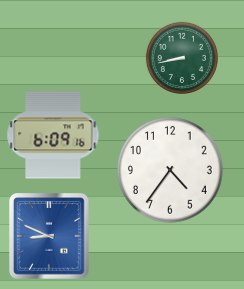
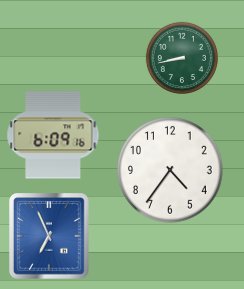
clock at (49, 236): 8:49 -> 6:56
